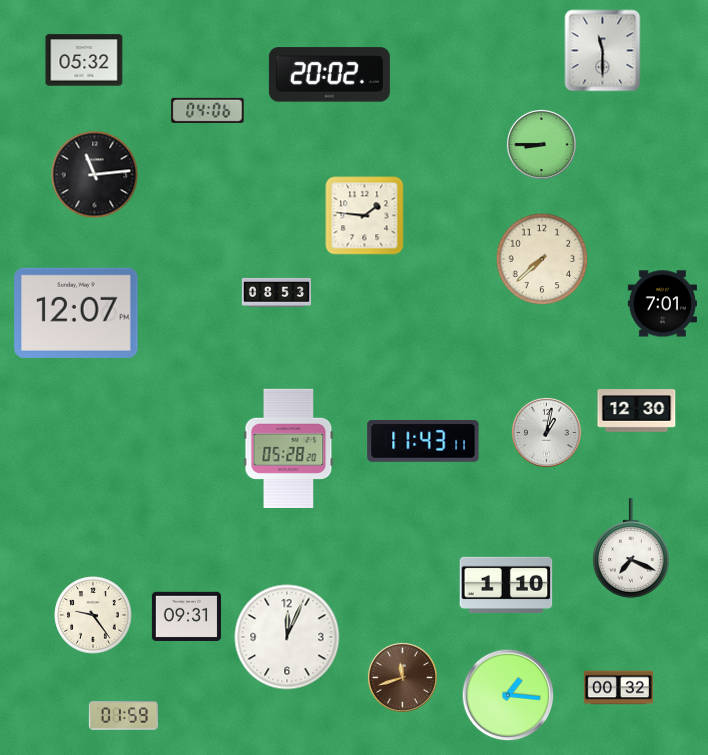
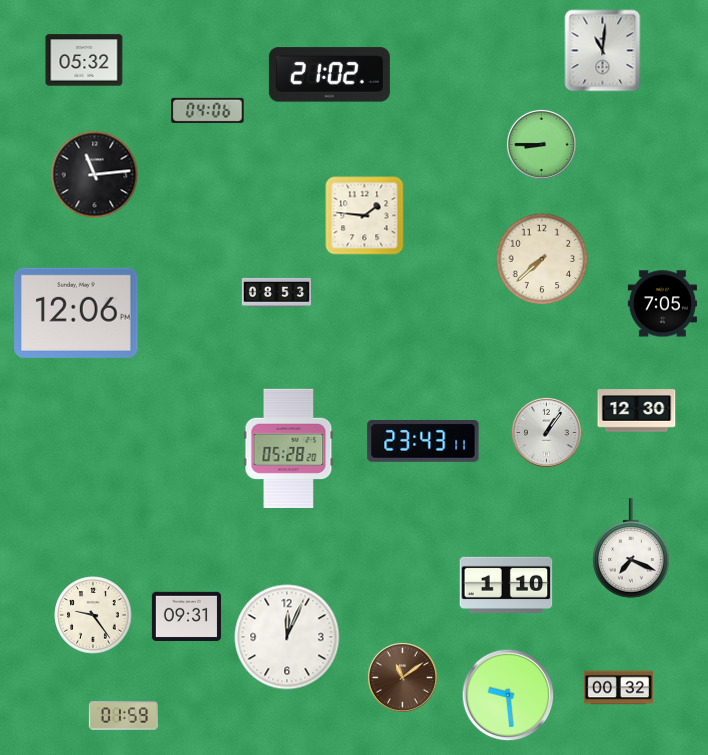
clock at (603, 51): 11:30 -> 11:01
clock at (329, 75): 20:02 -> 21:02
clock at (662, 304): 7:01 -> 7:05
clock at (76, 313): 12:07 -> 12:06
clock at (546, 432): 1:02 -> 1:06
clock at (423, 442): 11:43 -> 23:43
clock at (402, 677): 11:42 -> 11:09
clock at (508, 695): 1:16 -> 9:29
